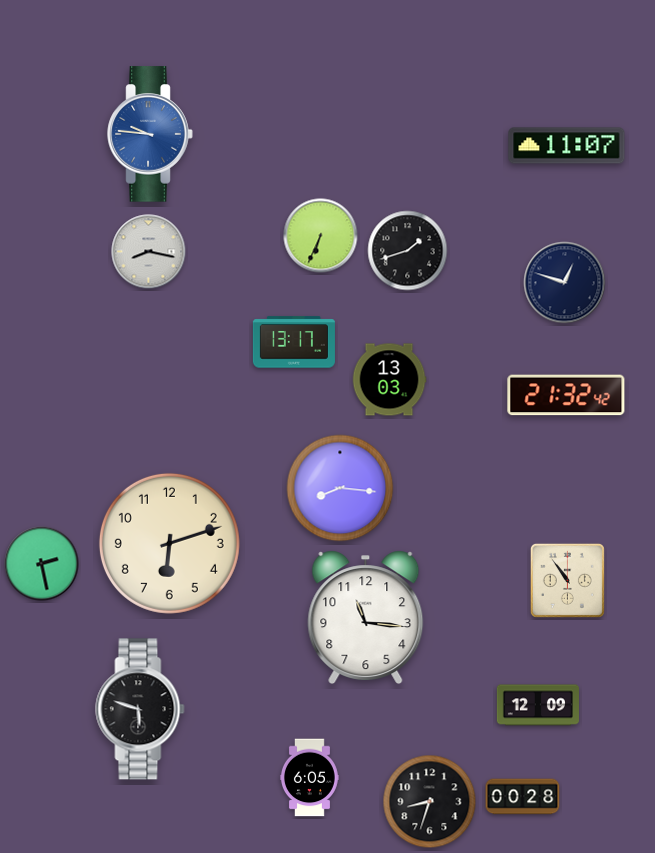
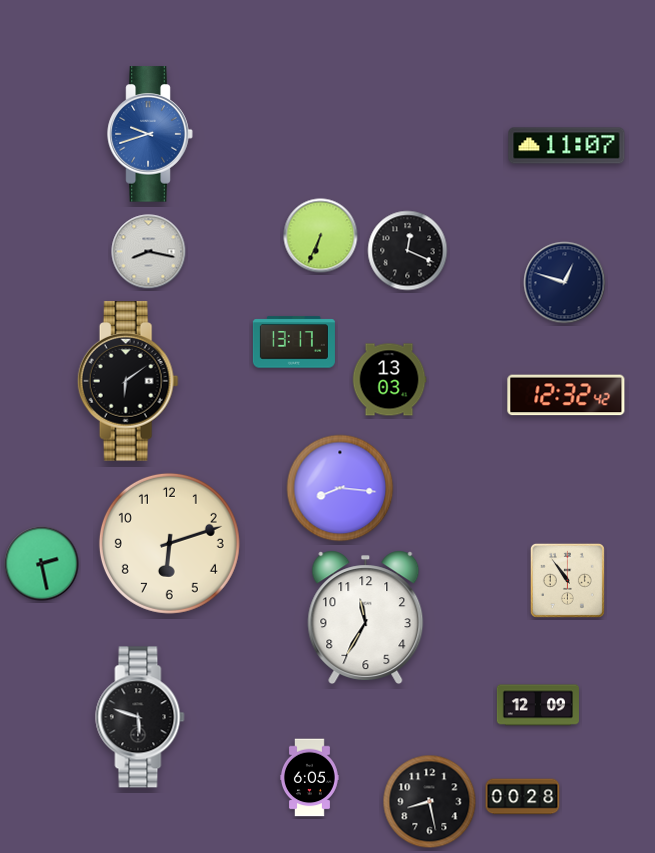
clock at (150, 134): 9:46 -> 9:42
clock at (408, 251): 1:42 -> 12:19
clock at (128, 381): none -> 6:09
clock at (566, 395): 21:32 -> 12:32
clock at (366, 618): 11:16 -> 11:35
clock at (140, 709) position: (140, 709) -> (140, 717)
clock at (430, 802): 8:33 -> 8:28
